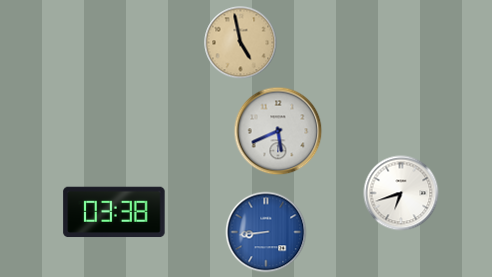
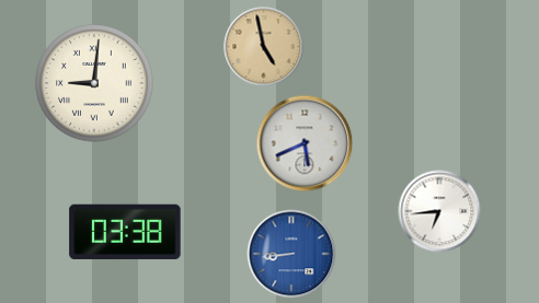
clock at (94, 83): none -> 9:01
clock at (401, 193): 6:42 -> 6:44
